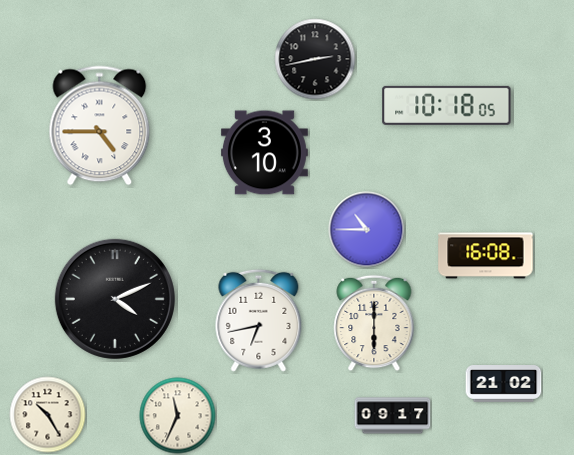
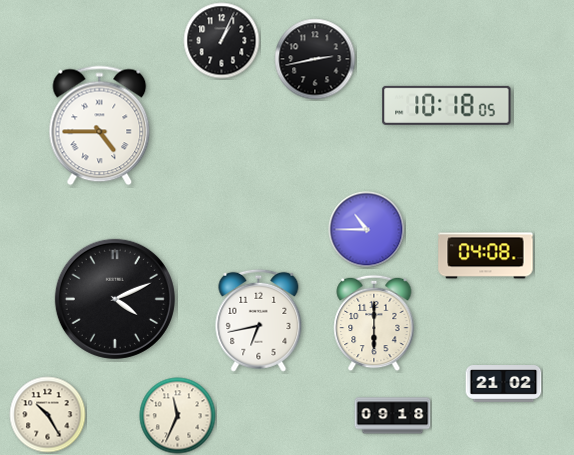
clock at (222, 41): none -> 1:04
clock at (264, 153): 3:10 -> none
clock at (486, 256): 16:08 -> 04:08
clock at (393, 416): 09:17 -> 09:18
